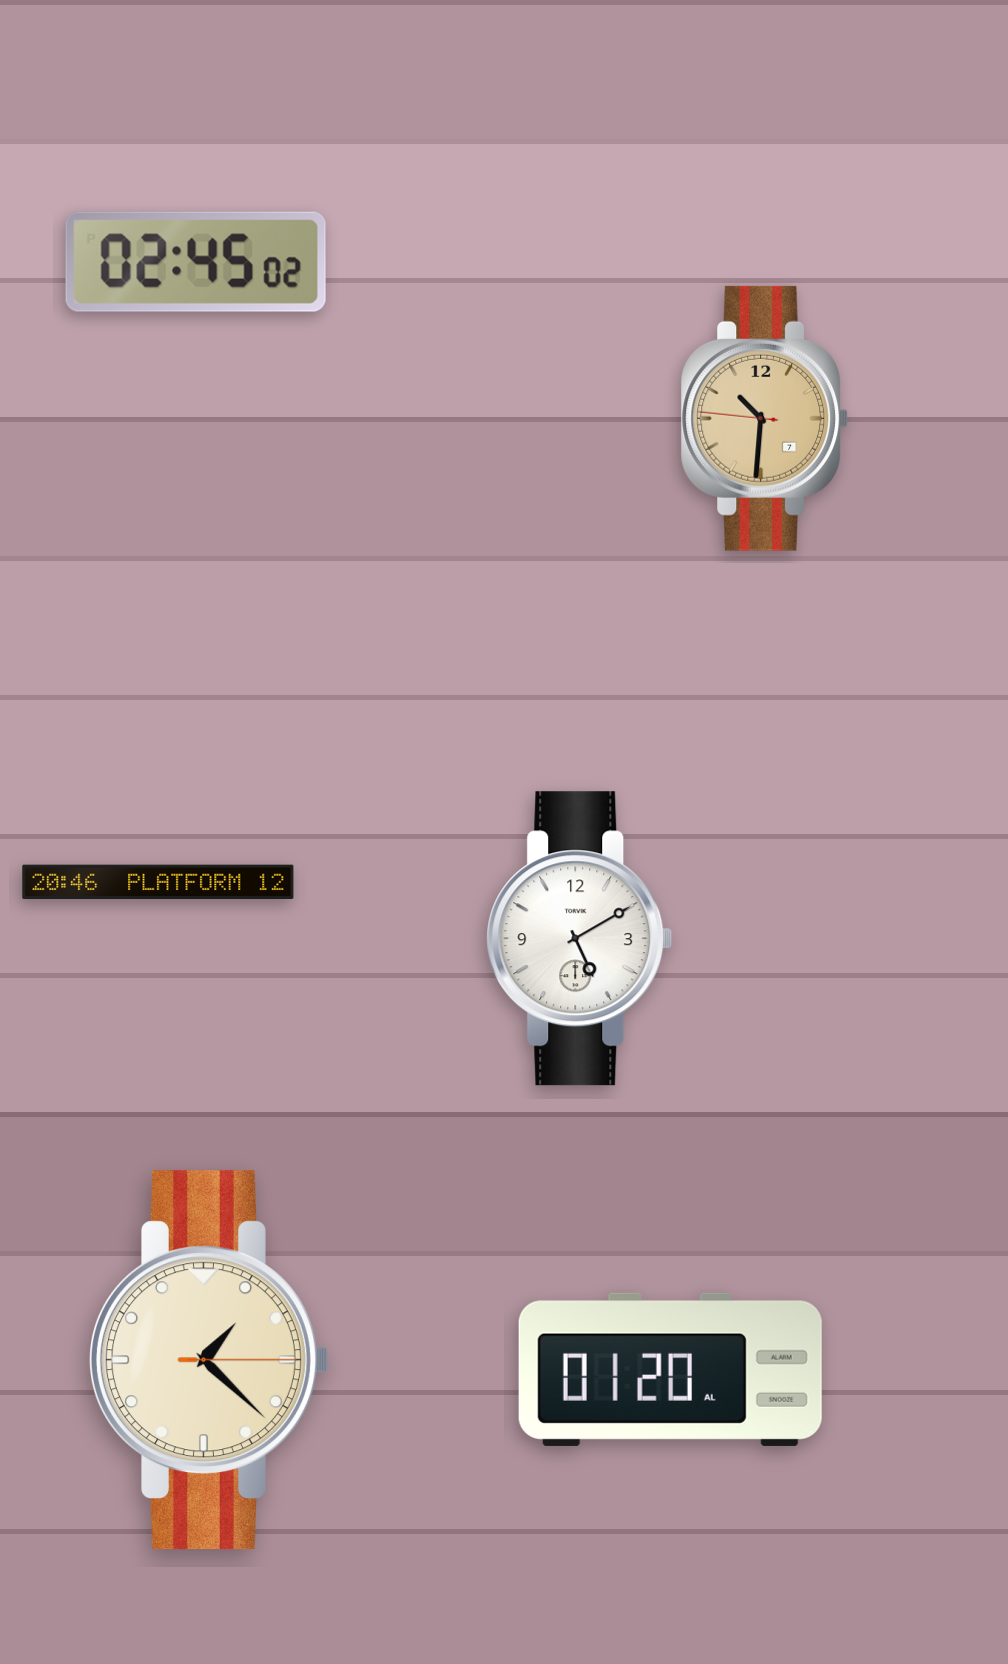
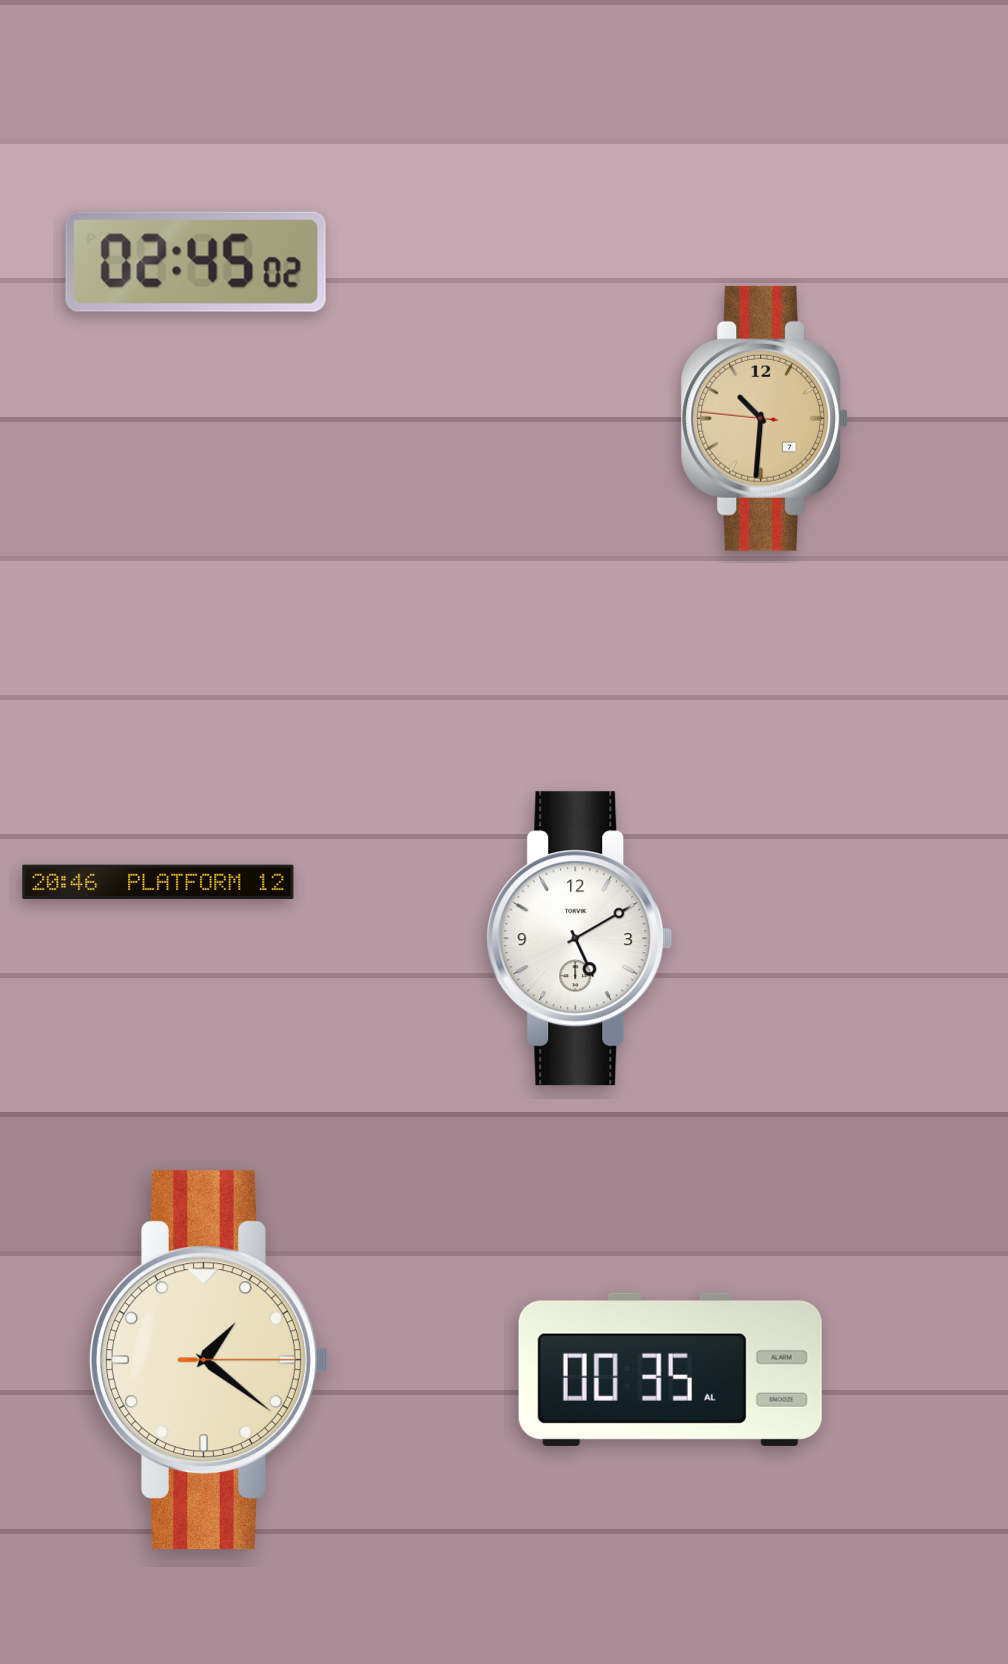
clock at (209, 1360): 1:22 -> 1:21
clock at (670, 1369): 01:20 -> 00:35
